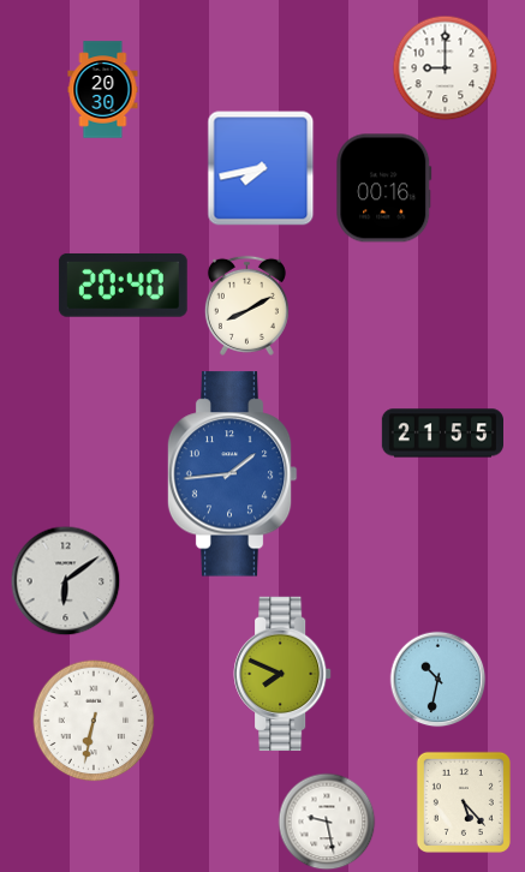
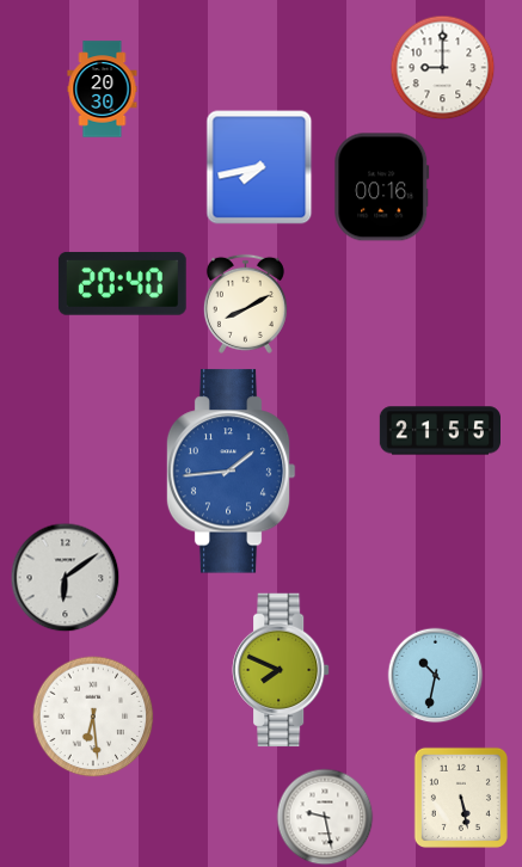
clock at (94, 721): 6:32 -> 6:29
clock at (464, 802): 5:23 -> 5:28
